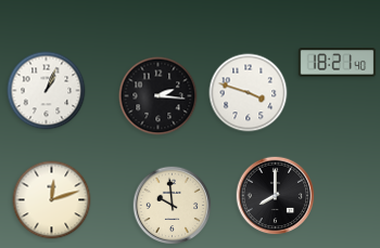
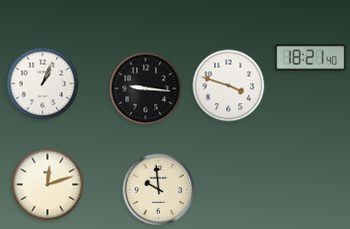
clock at (159, 96): 2:16 -> 9:16
clock at (276, 196): 8:00 -> none
